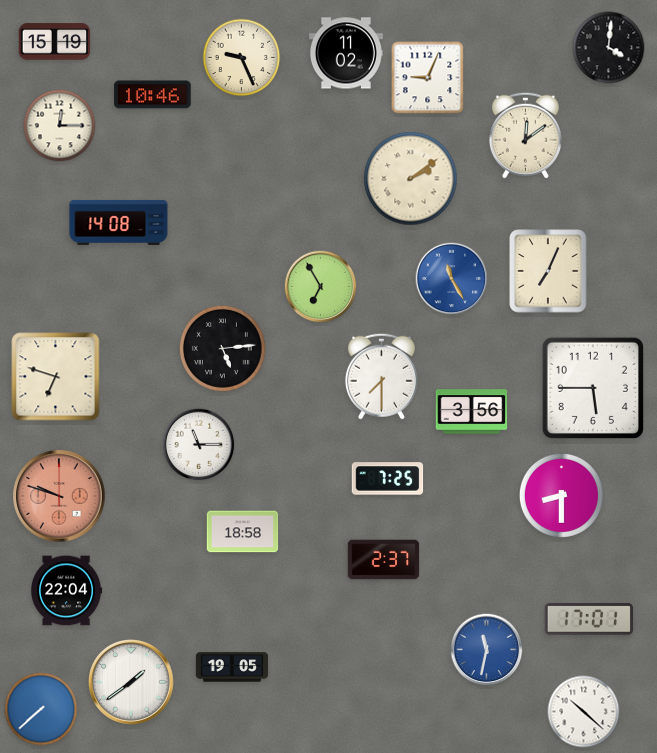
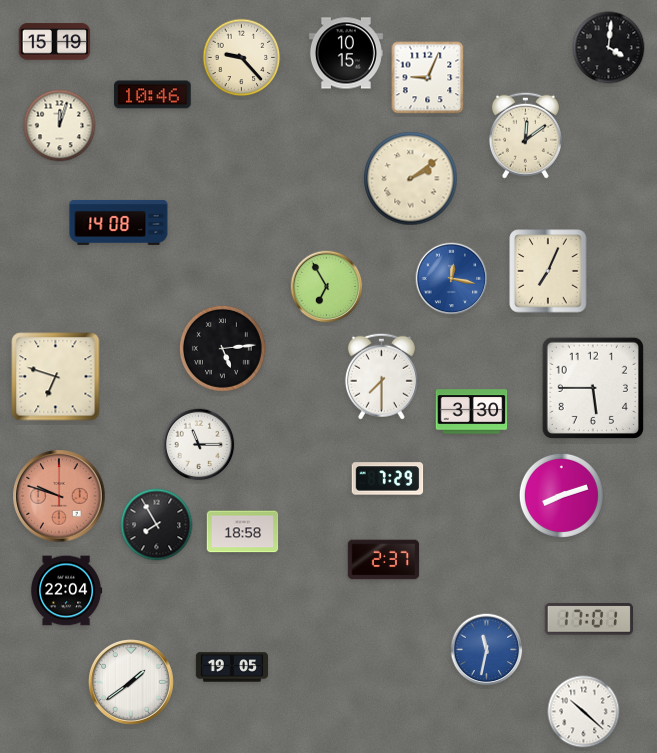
clock at (346, 53): 11:02 -> 10:15
clock at (242, 58): 9:26 -> 9:23
clock at (60, 126): 12:15 -> 12:03
clock at (452, 279): 11:25 -> 12:17
clock at (321, 287) position: (321, 287) -> (327, 287)
clock at (472, 412): 3:56 -> 3:30
clock at (388, 479): 7:25 -> 7:29
clock at (561, 495): 8:30 -> 8:12
clock at (157, 525): none -> 7:55
clock at (41, 709): 7:38 -> none
